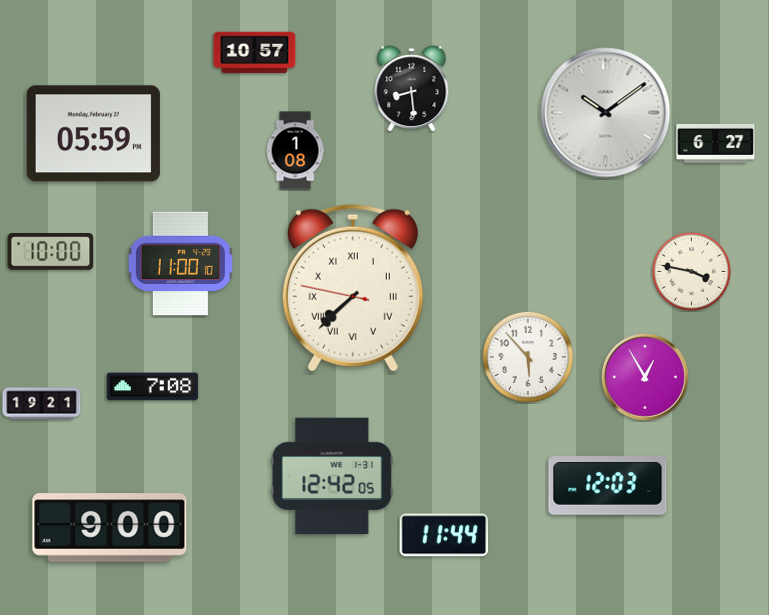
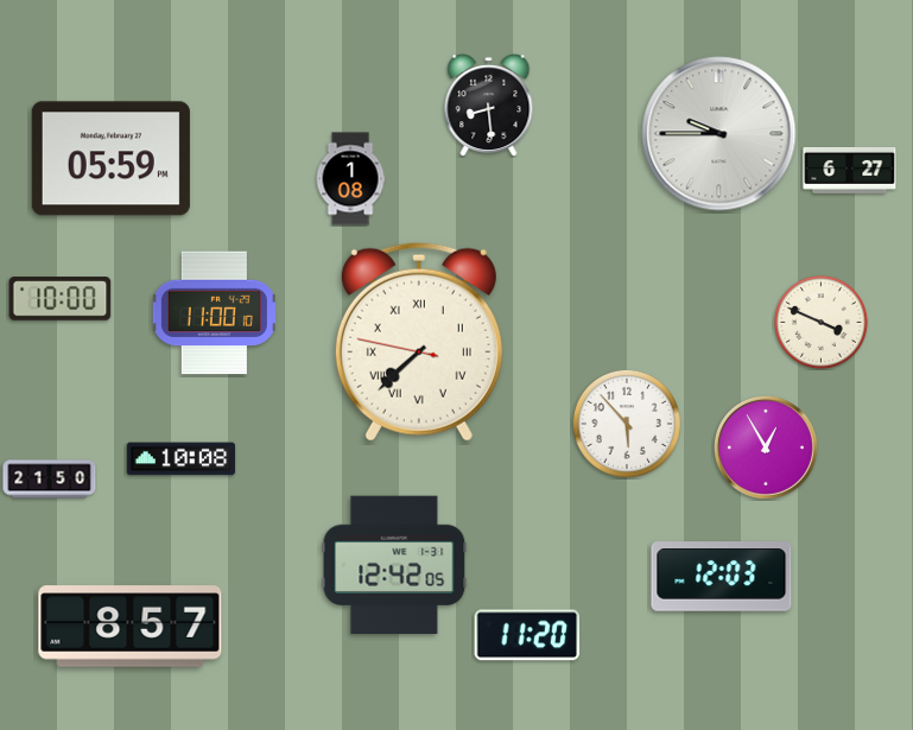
clock at (255, 53): 10:57 -> none
clock at (606, 113): 10:09 -> 9:45
clock at (692, 272): 3:47 -> 3:49
clock at (153, 387): 7:08 -> 10:08
clock at (42, 404): 19:21 -> 21:50
clock at (110, 528): 9:00 -> 8:57
clock at (444, 535): 11:44 -> 11:20
